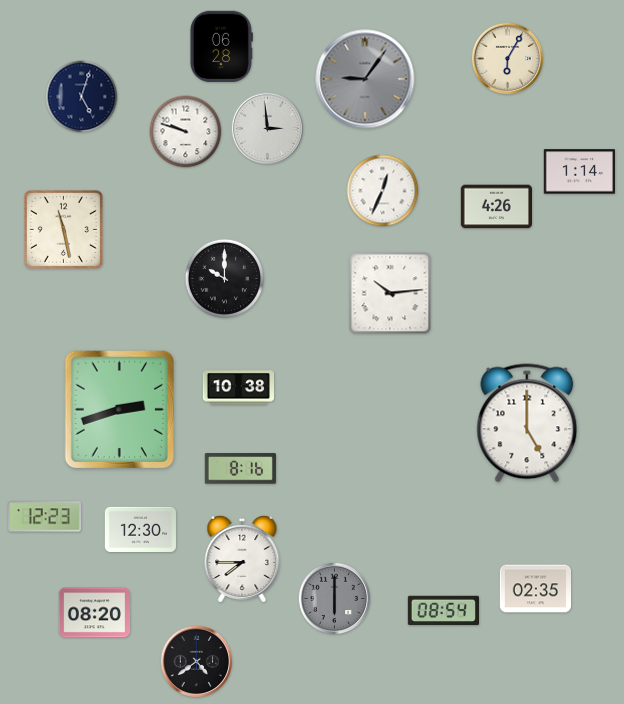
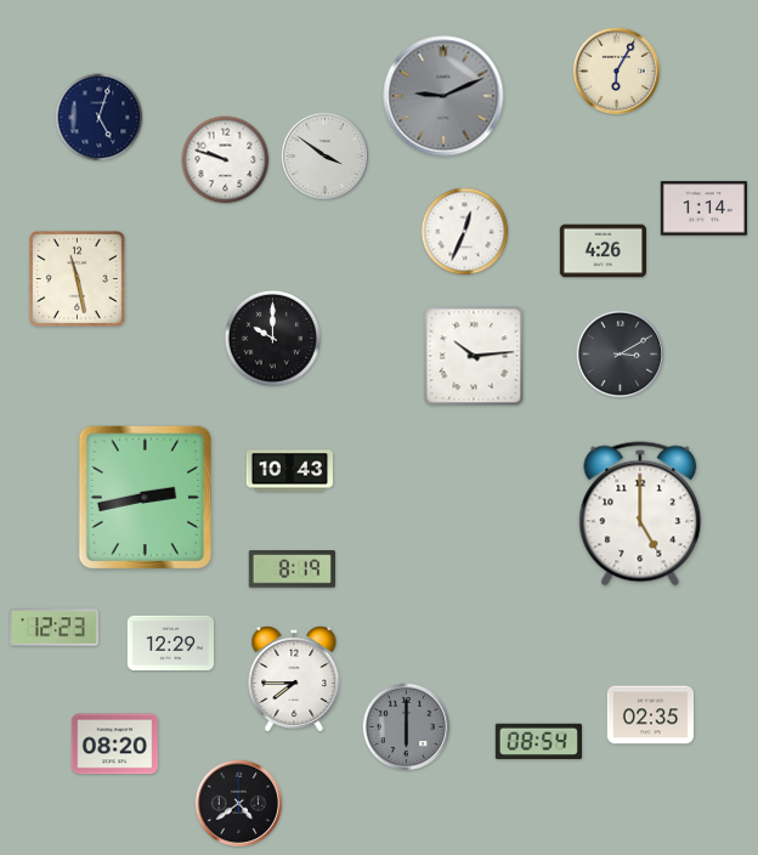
clock at (221, 46): 06:28 -> none
clock at (365, 79): 9:06 -> 9:11
clock at (267, 128): 2:59 -> 3:51
clock at (620, 353): none -> 3:10
clock at (238, 388): 10:38 -> 10:43
clock at (119, 409): 2:42 -> 2:43
clock at (240, 469): 8:16 -> 8:19
clock at (140, 529): 12:30 -> 12:29
